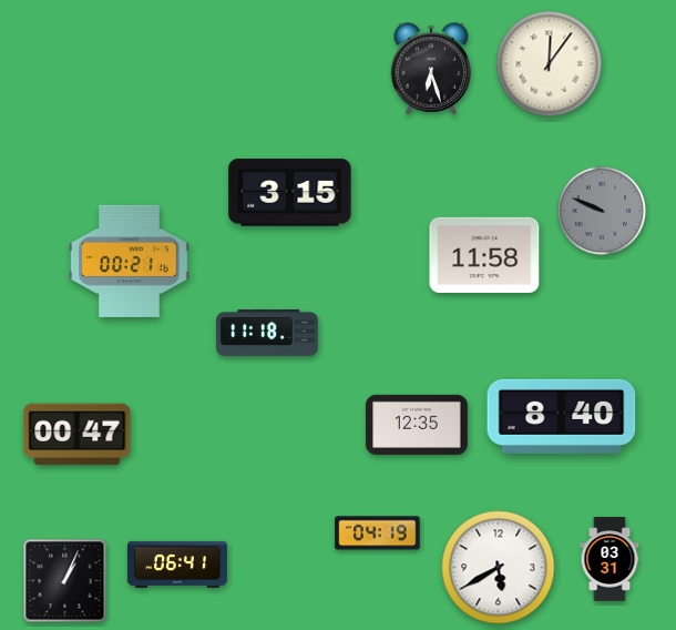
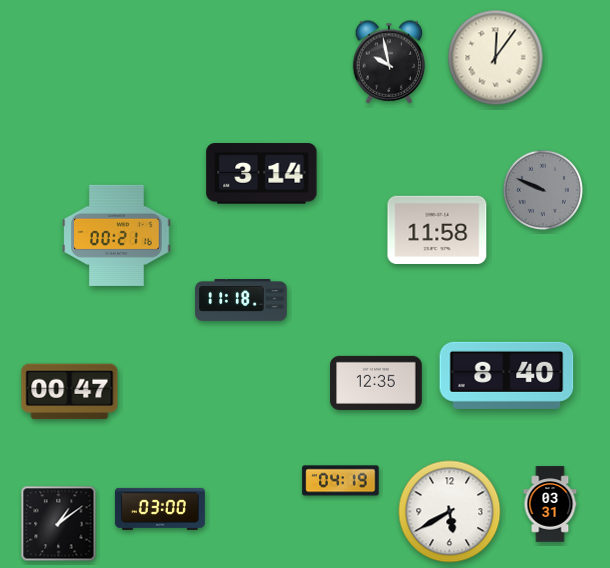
clock at (431, 69): 6:27 -> 9:58
clock at (290, 193): 3:15 -> 3:14
clock at (177, 565): 06:41 -> 03:00
clock at (65, 581): 1:04 -> 1:09
